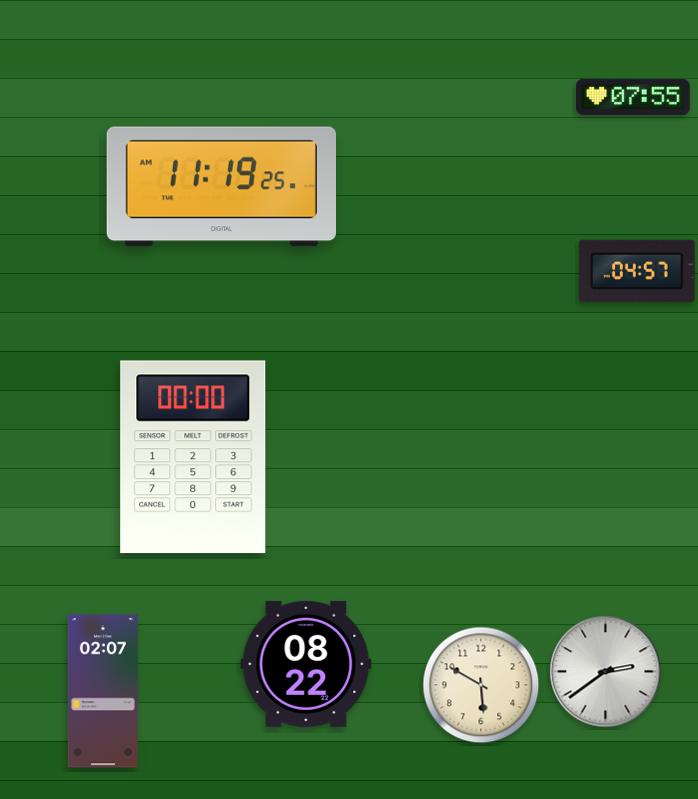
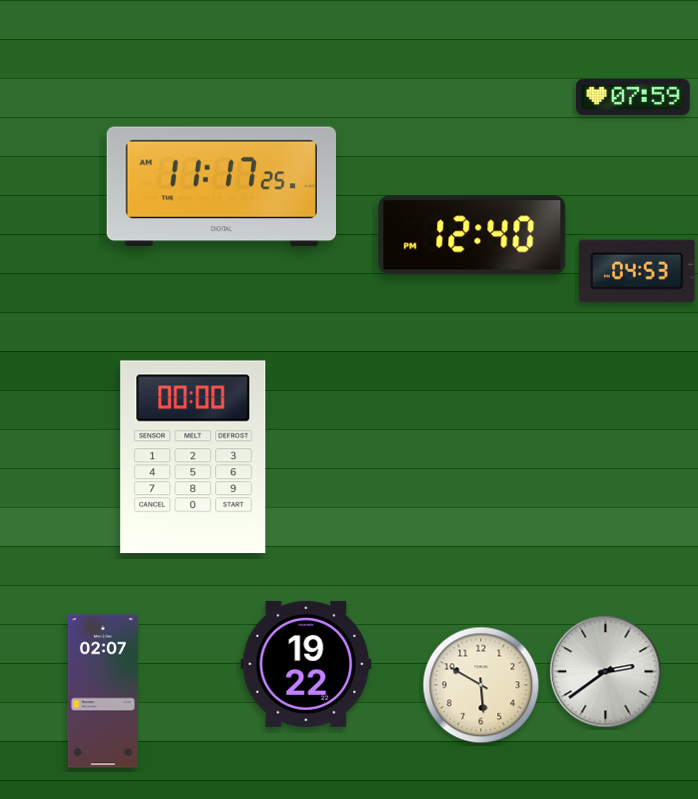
clock at (633, 97): 07:55 -> 07:59
clock at (221, 187): 11:19 -> 11:17
clock at (472, 235): none -> 12:40
clock at (637, 271): 04:57 -> 04:53
clock at (306, 664): 08:22 -> 19:22
